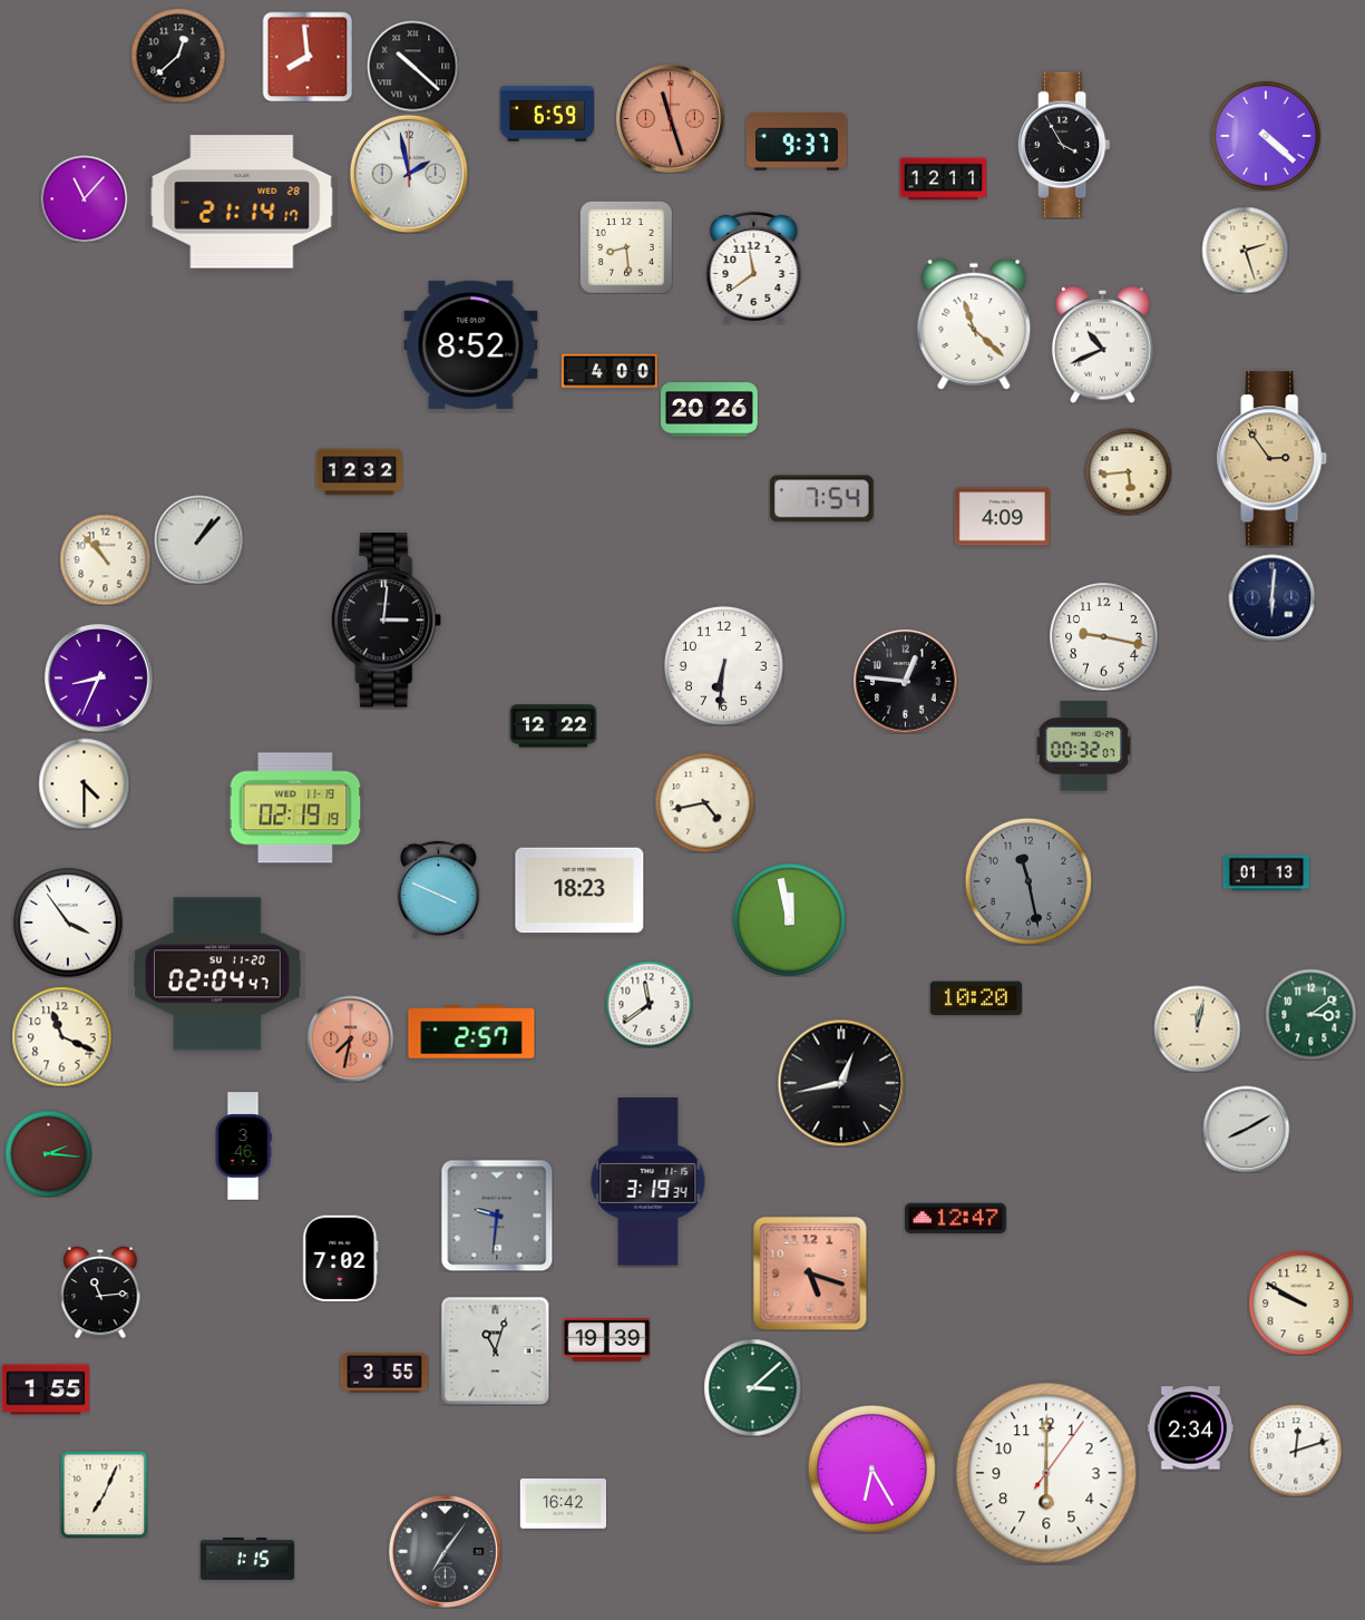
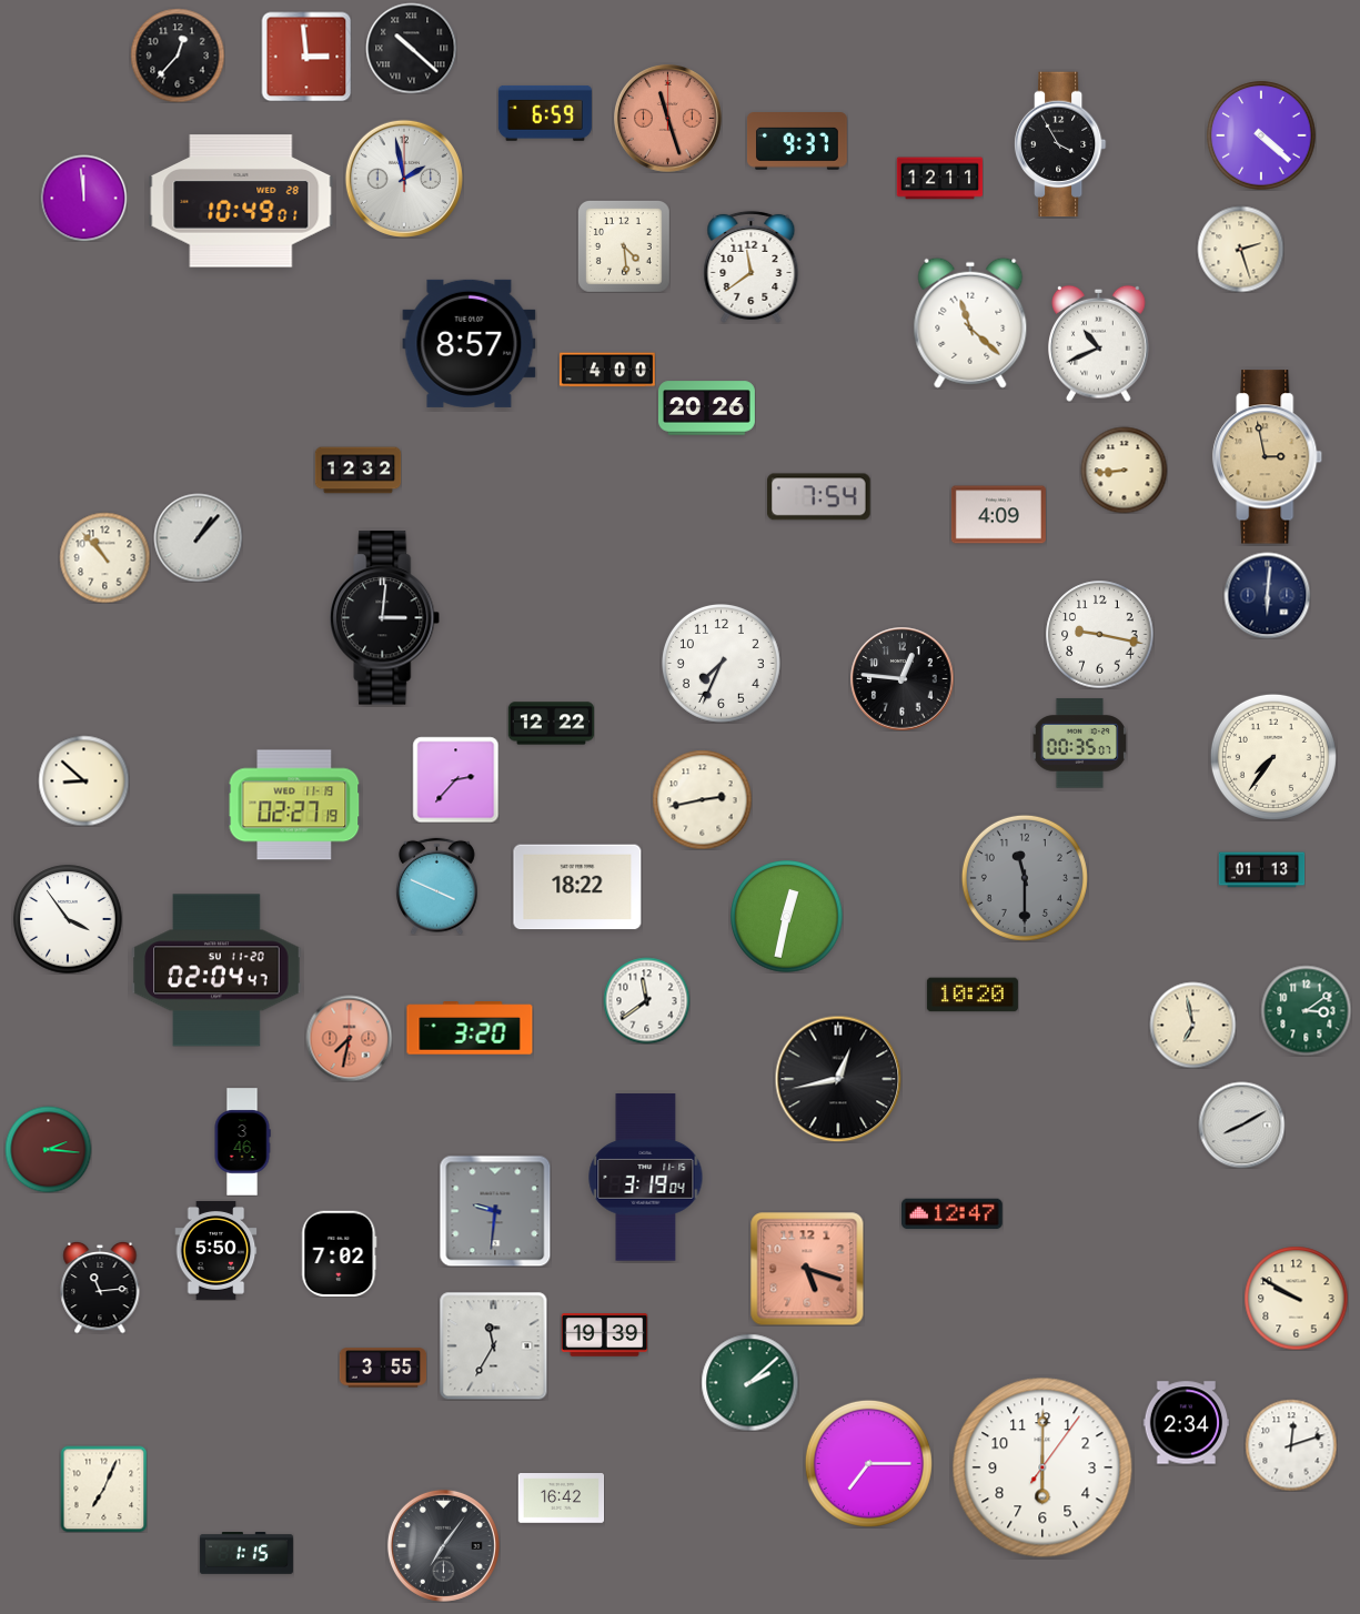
clock at (178, 56): 12:38 -> 12:37
clock at (308, 57): 7:59 -> 2:59
clock at (412, 66) position: (412, 66) -> (411, 48)
clock at (797, 143) position: (797, 143) -> (797, 142)
clock at (409, 174) position: (409, 174) -> (404, 179)
clock at (84, 198): 11:07 -> 11:59
clock at (242, 202): 21:14 -> 10:49
clock at (626, 247): 8:29 -> 4:29
clock at (471, 344): 8:52 -> 8:57
clock at (1273, 459): 2:54 -> 2:58
clock at (1128, 471): 5:44 -> 8:44
clock at (723, 665): 6:31 -> 7:34
clock at (99, 679): 8:34 -> none
clock at (1083, 746): 00:32 -> 00:35
clock at (1273, 757): none -> 7:36
clock at (455, 779): none -> 2:37
clock at (84, 783): 4:30 -> 8:52
clock at (704, 802): 4:43 -> 2:43
clock at (295, 808): 02:19 -> 02:27
clock at (1028, 881): 11:28 -> 11:30
clock at (579, 890): 18:23 -> 18:22
clock at (790, 920): 11:58 -> 12:32
clock at (1197, 1028): 12:02 -> 6:58
clock at (471, 1032): 2:57 -> 3:20
clock at (61, 1036): 11:19 -> none
clock at (350, 1038) position: (350, 1038) -> (349, 1038)
clock at (649, 1182): 3:19:34 -> 3:19:04
clock at (216, 1251): none -> 5:50
clock at (495, 1350): 11:03 -> 11:35
clock at (752, 1387): 3:08 -> 2:08
clock at (46, 1389): 1:55 -> none
clock at (871, 1468): 6:25 -> 7:15
